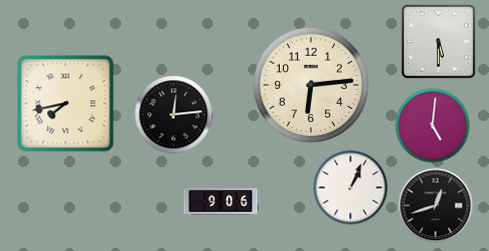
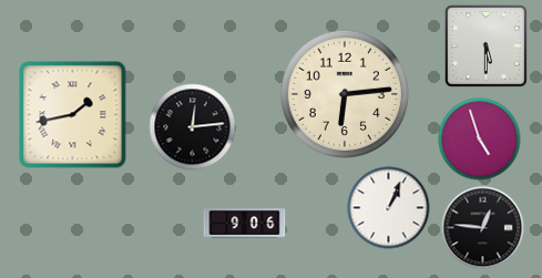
clock at (66, 104): 7:43 -> 1:43
clock at (433, 126): 5:01 -> 4:57
clock at (436, 206): 12:42 -> 12:46
